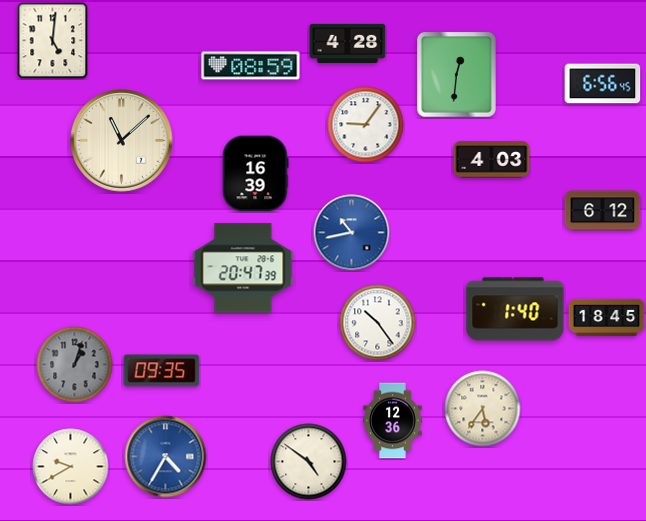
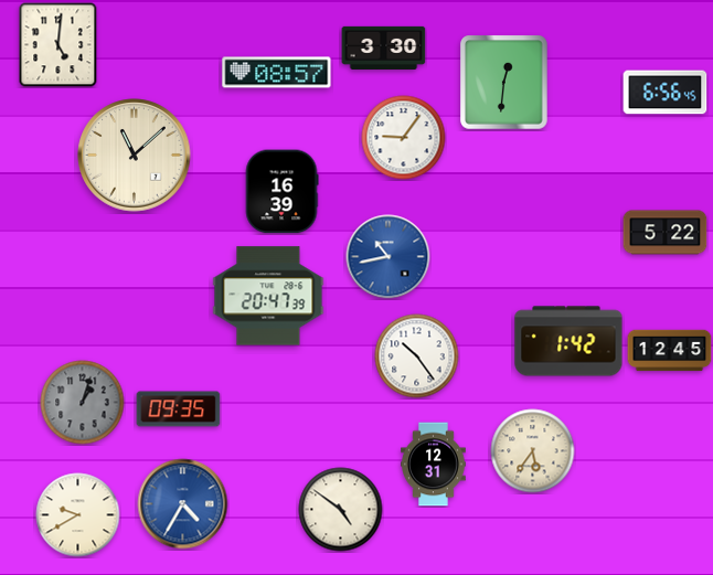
clock at (348, 43): 4:28 -> 3:30
clock at (251, 66): 08:59 -> 08:57
clock at (492, 160): 4:03 -> none
clock at (603, 211): 6:12 -> 5:22
clock at (515, 309): 1:40 -> 1:42
clock at (607, 318): 18:45 -> 12:45
clock at (393, 421): 12:36 -> 12:31
